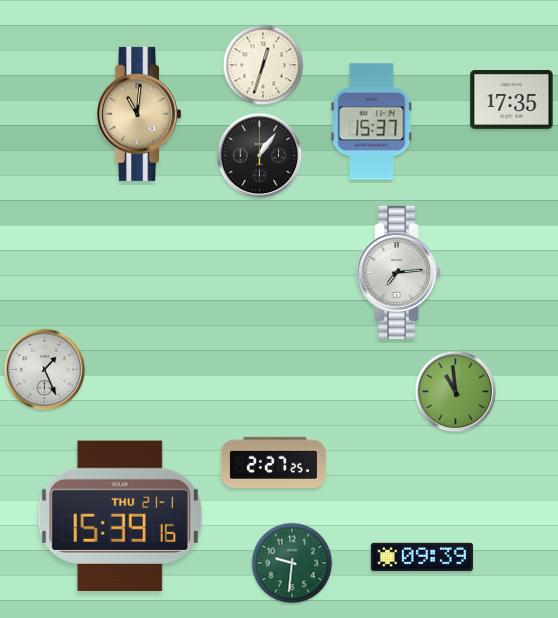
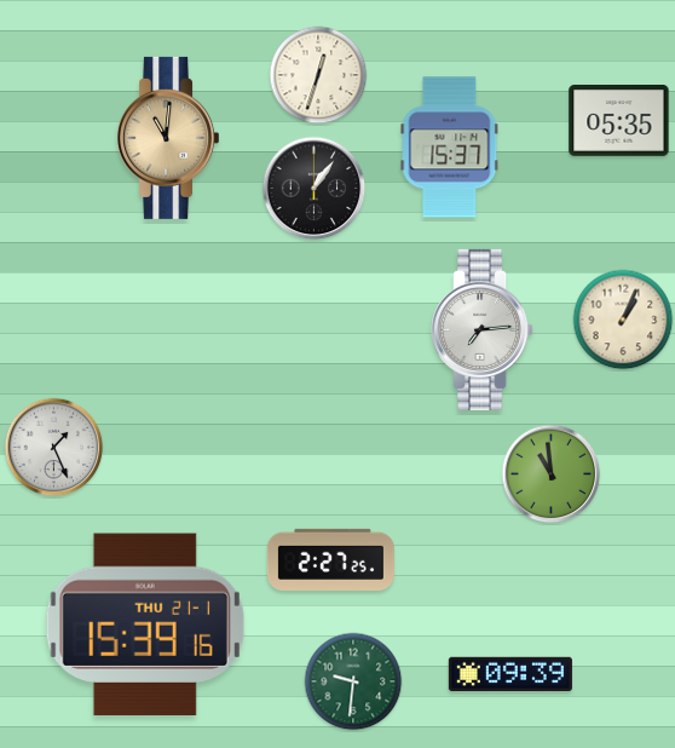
clock at (263, 65) position: (263, 65) -> (318, 75)
clock at (512, 100): 17:35 -> 05:35
clock at (623, 320): none -> 1:04
